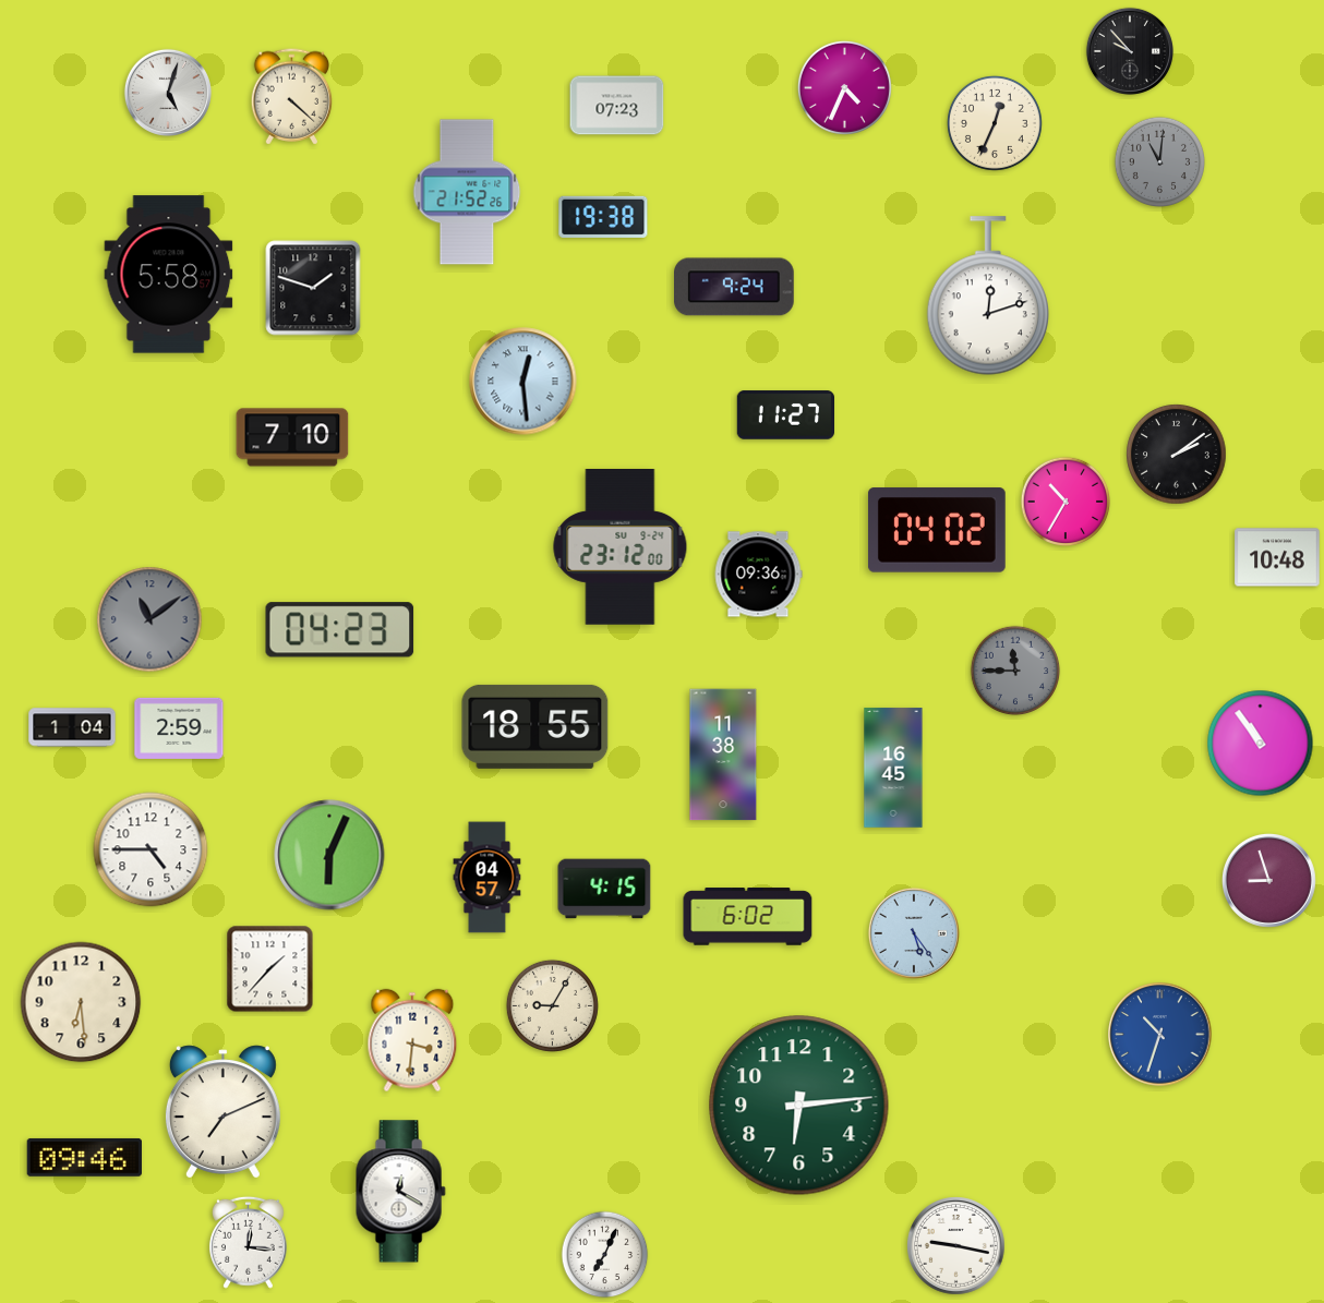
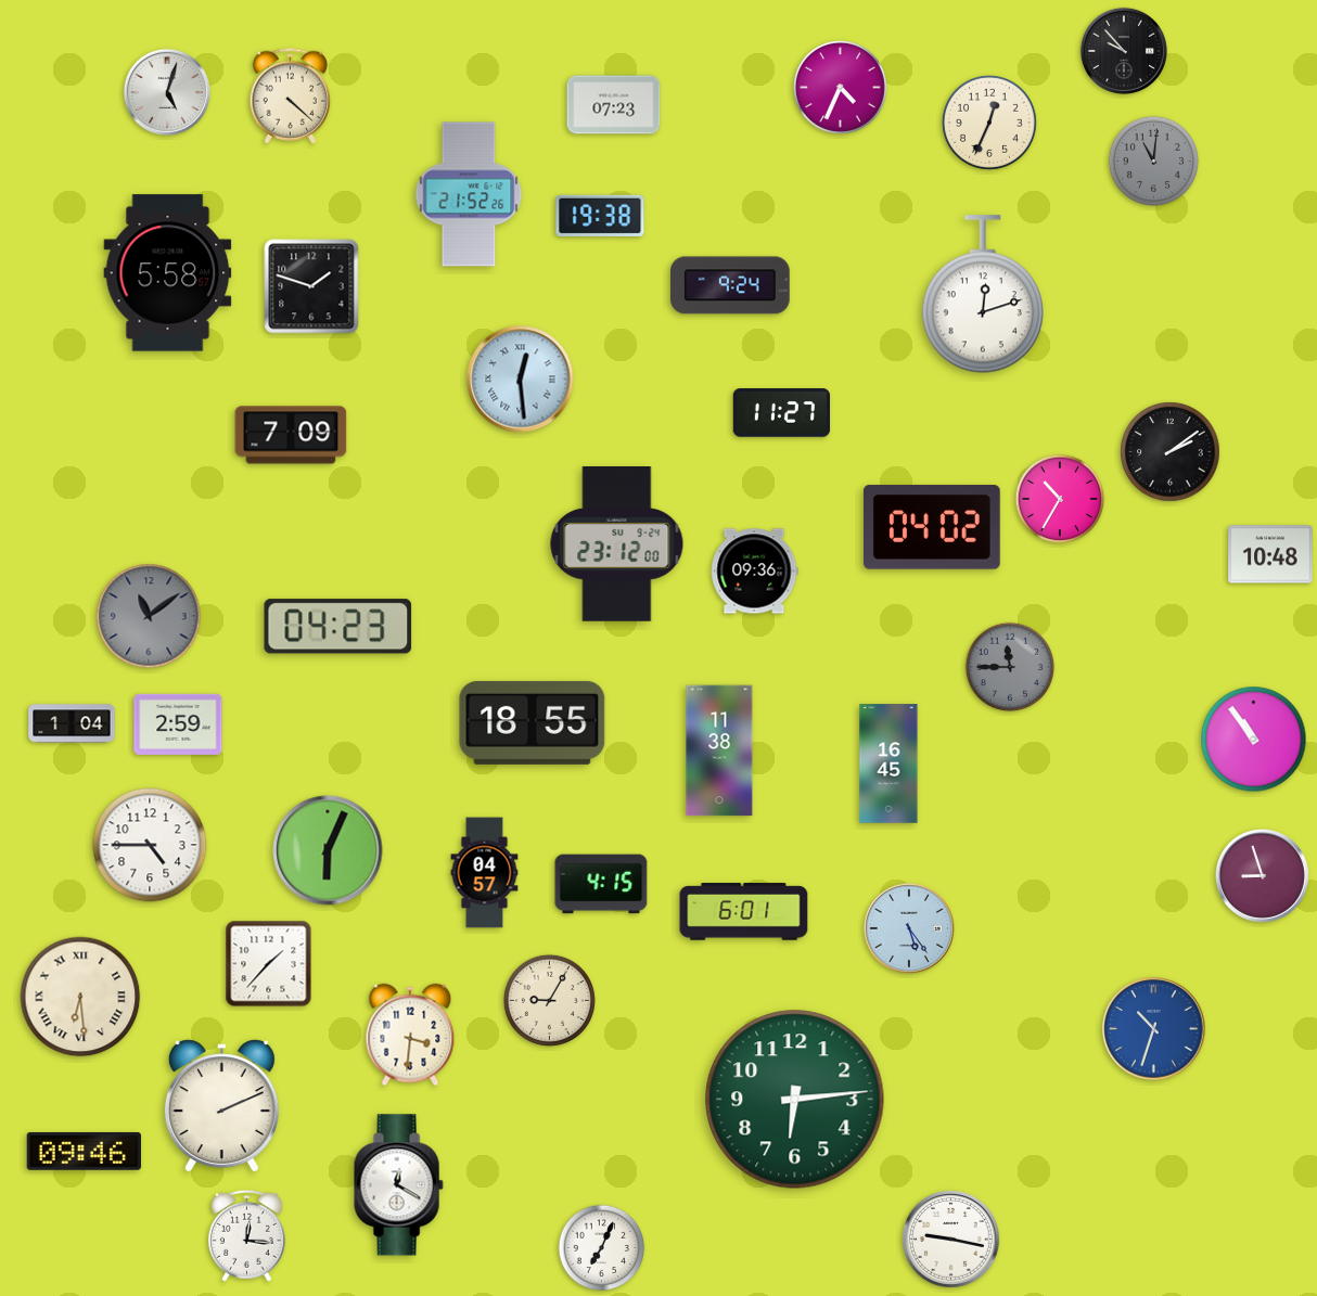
clock at (467, 192) position: (467, 192) -> (469, 194)
clock at (292, 437): 7:10 -> 7:09
clock at (748, 917): 6:02 -> 6:01
clock at (81, 1002) numerals: Arabic -> Roman
clock at (222, 1112): 7:11 -> 2:11
